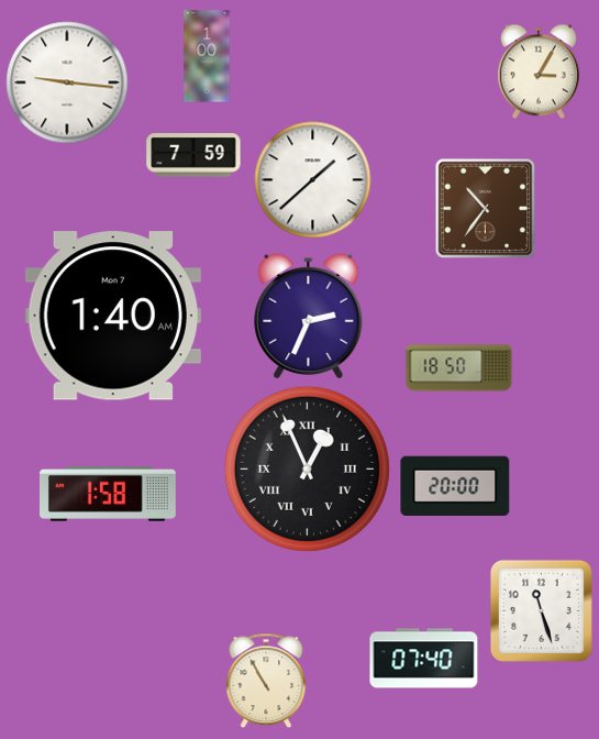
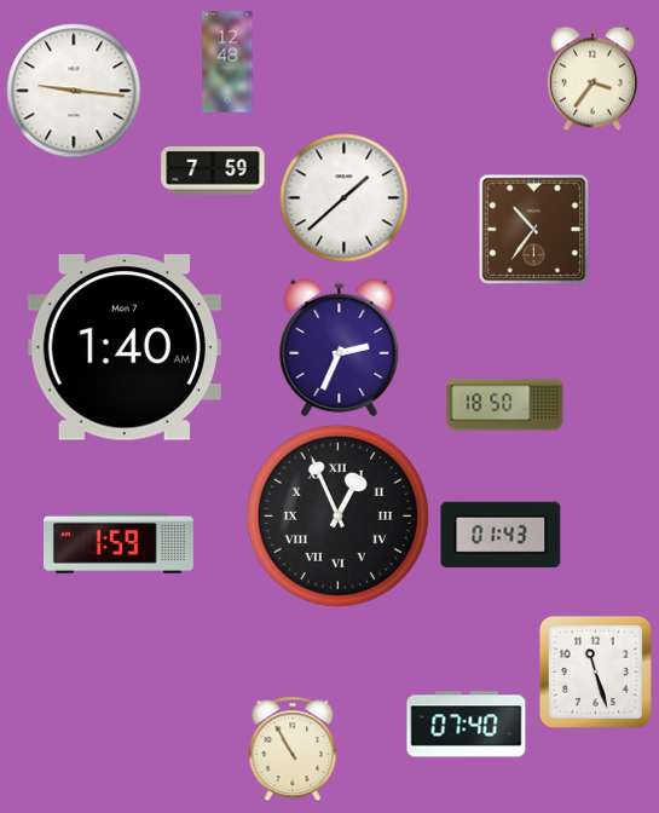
clock at (207, 56): 1:00 -> 12:48
clock at (539, 71): 3:05 -> 3:36
clock at (455, 486): 20:00 -> 01:43
clock at (109, 495): 1:58 -> 1:59
